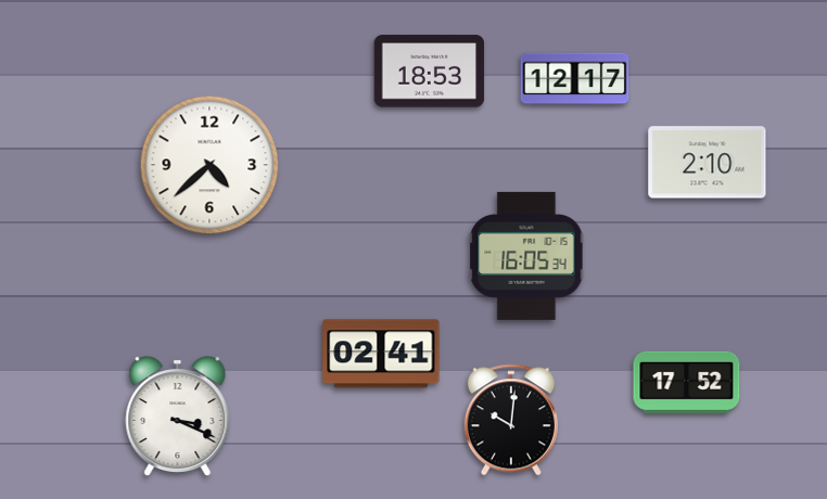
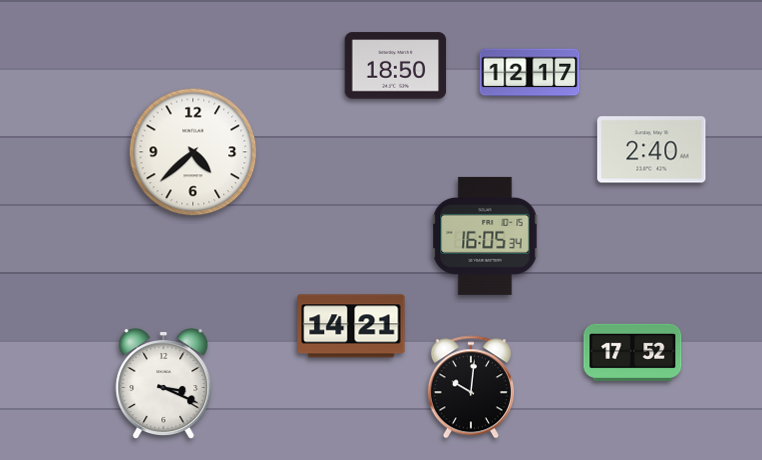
clock at (430, 72): 18:53 -> 18:50
clock at (708, 163): 2:10 -> 2:40
clock at (381, 354): 02:41 -> 14:21
